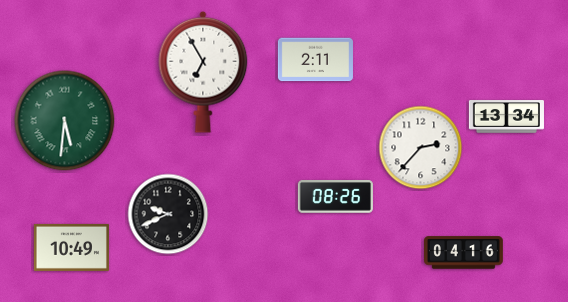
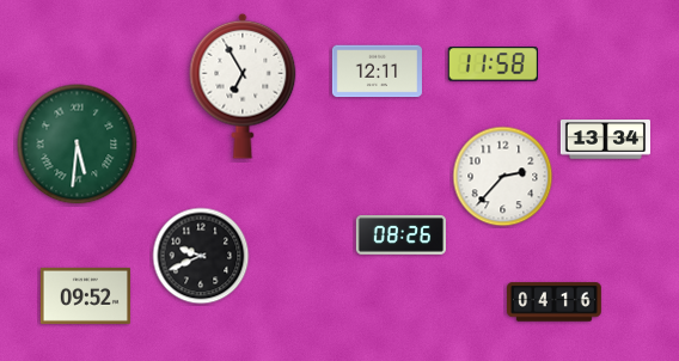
clock at (493, 65): none -> 11:58
clock at (315, 60): 2:11 -> 12:11
clock at (71, 247): 10:49 -> 09:52
